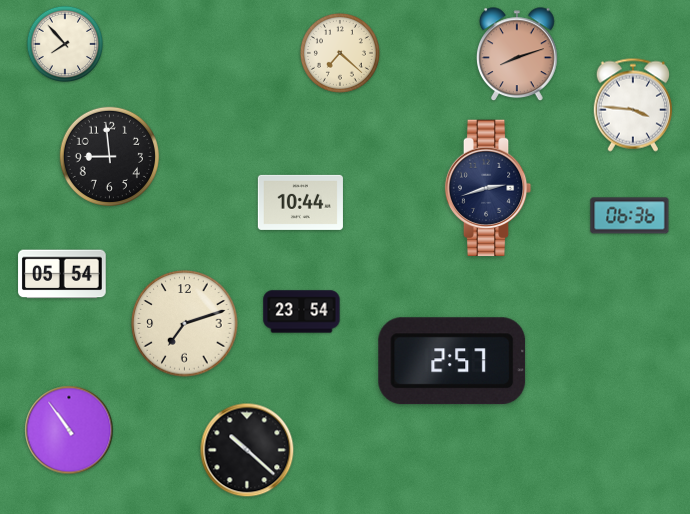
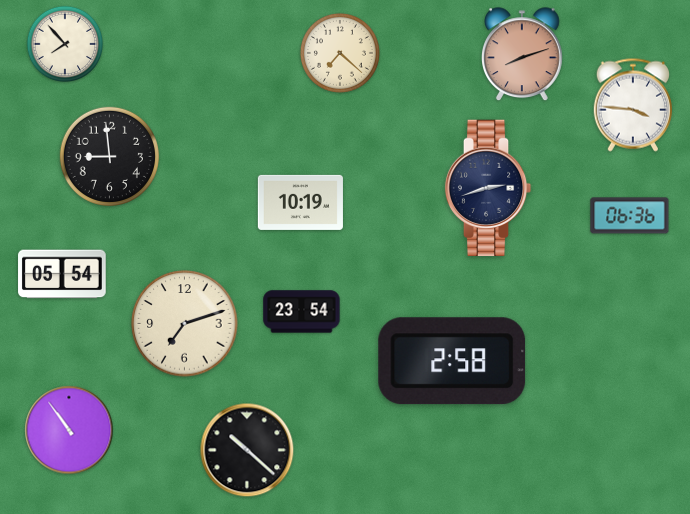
clock at (518, 55) position: (518, 55) -> (523, 55)
clock at (300, 202): 10:44 -> 10:19
clock at (452, 361): 2:57 -> 2:58
